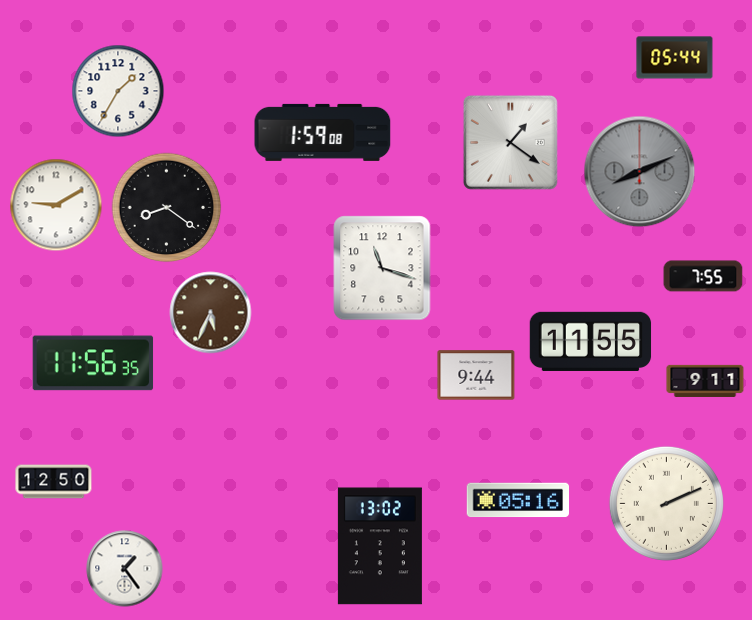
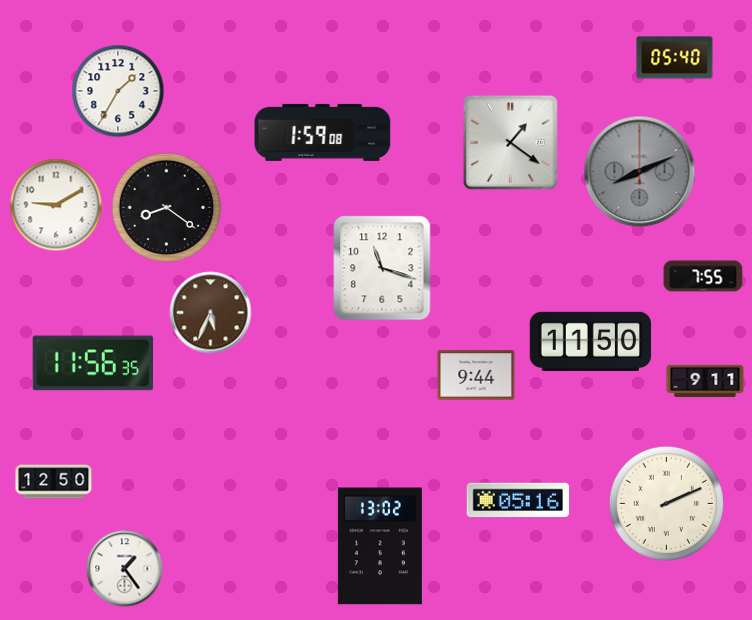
clock at (675, 58): 05:44 -> 05:40
clock at (591, 341): 11:55 -> 11:50
